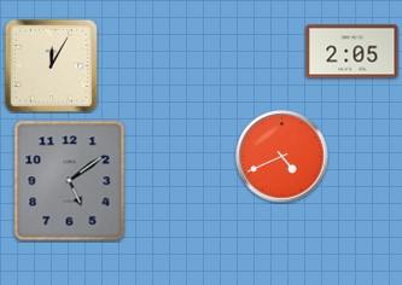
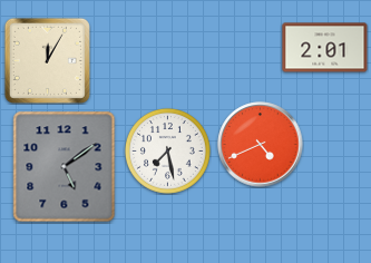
clock at (353, 52): 2:05 -> 2:01
clock at (167, 150): none -> 7:28
